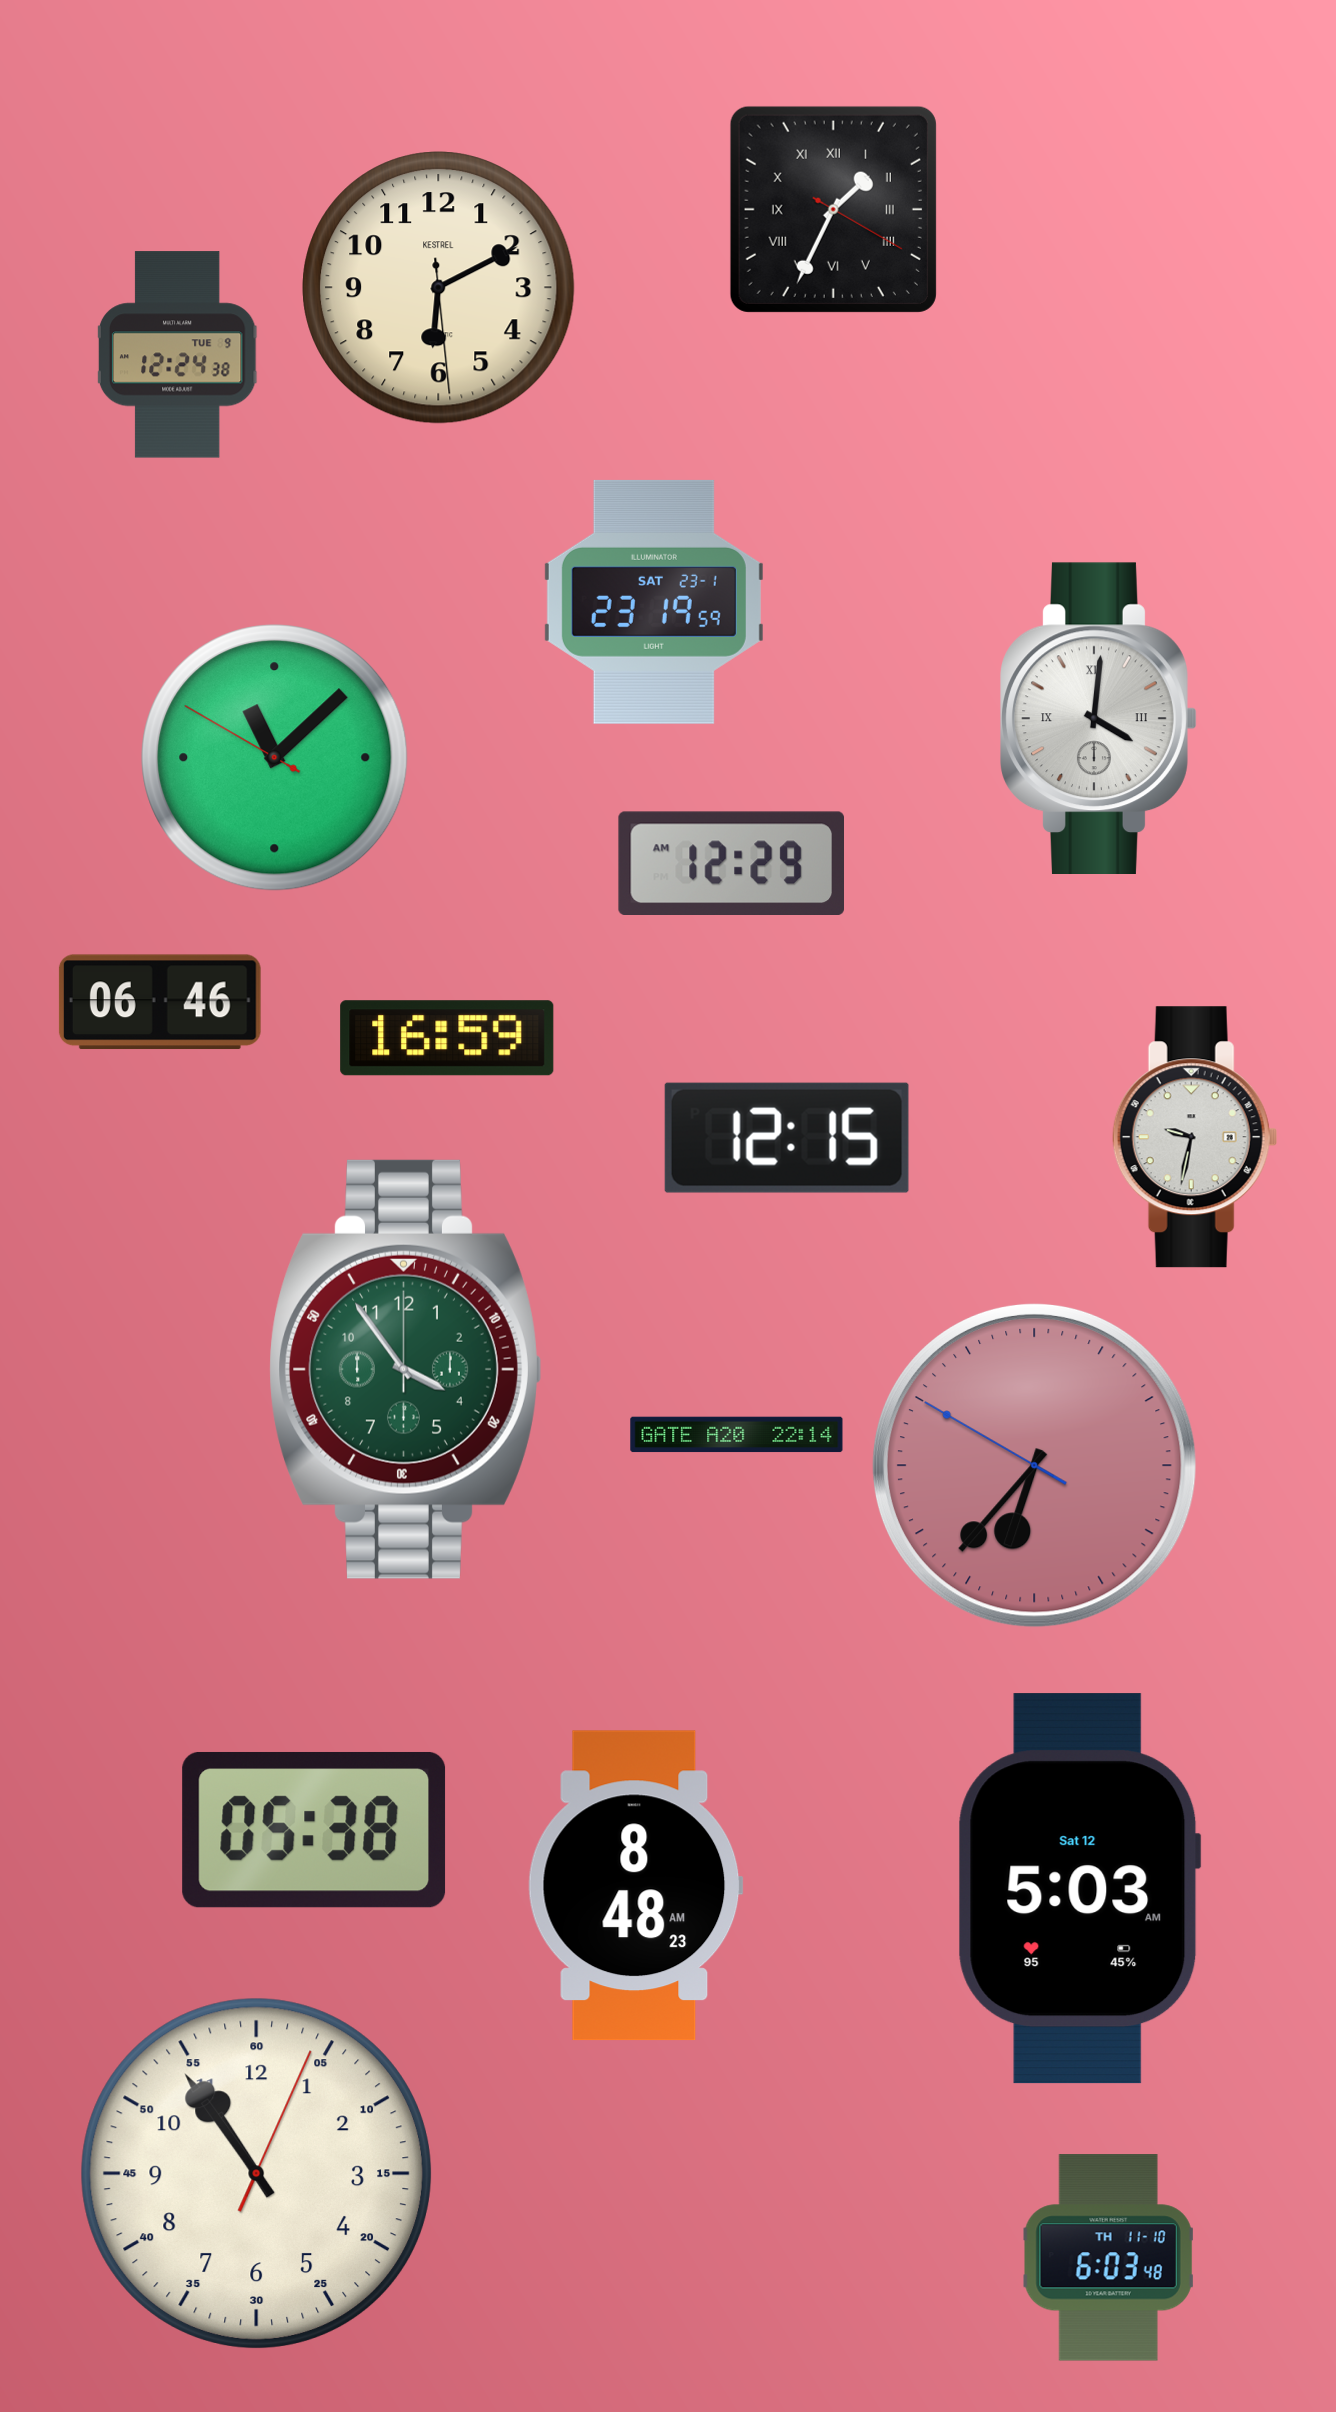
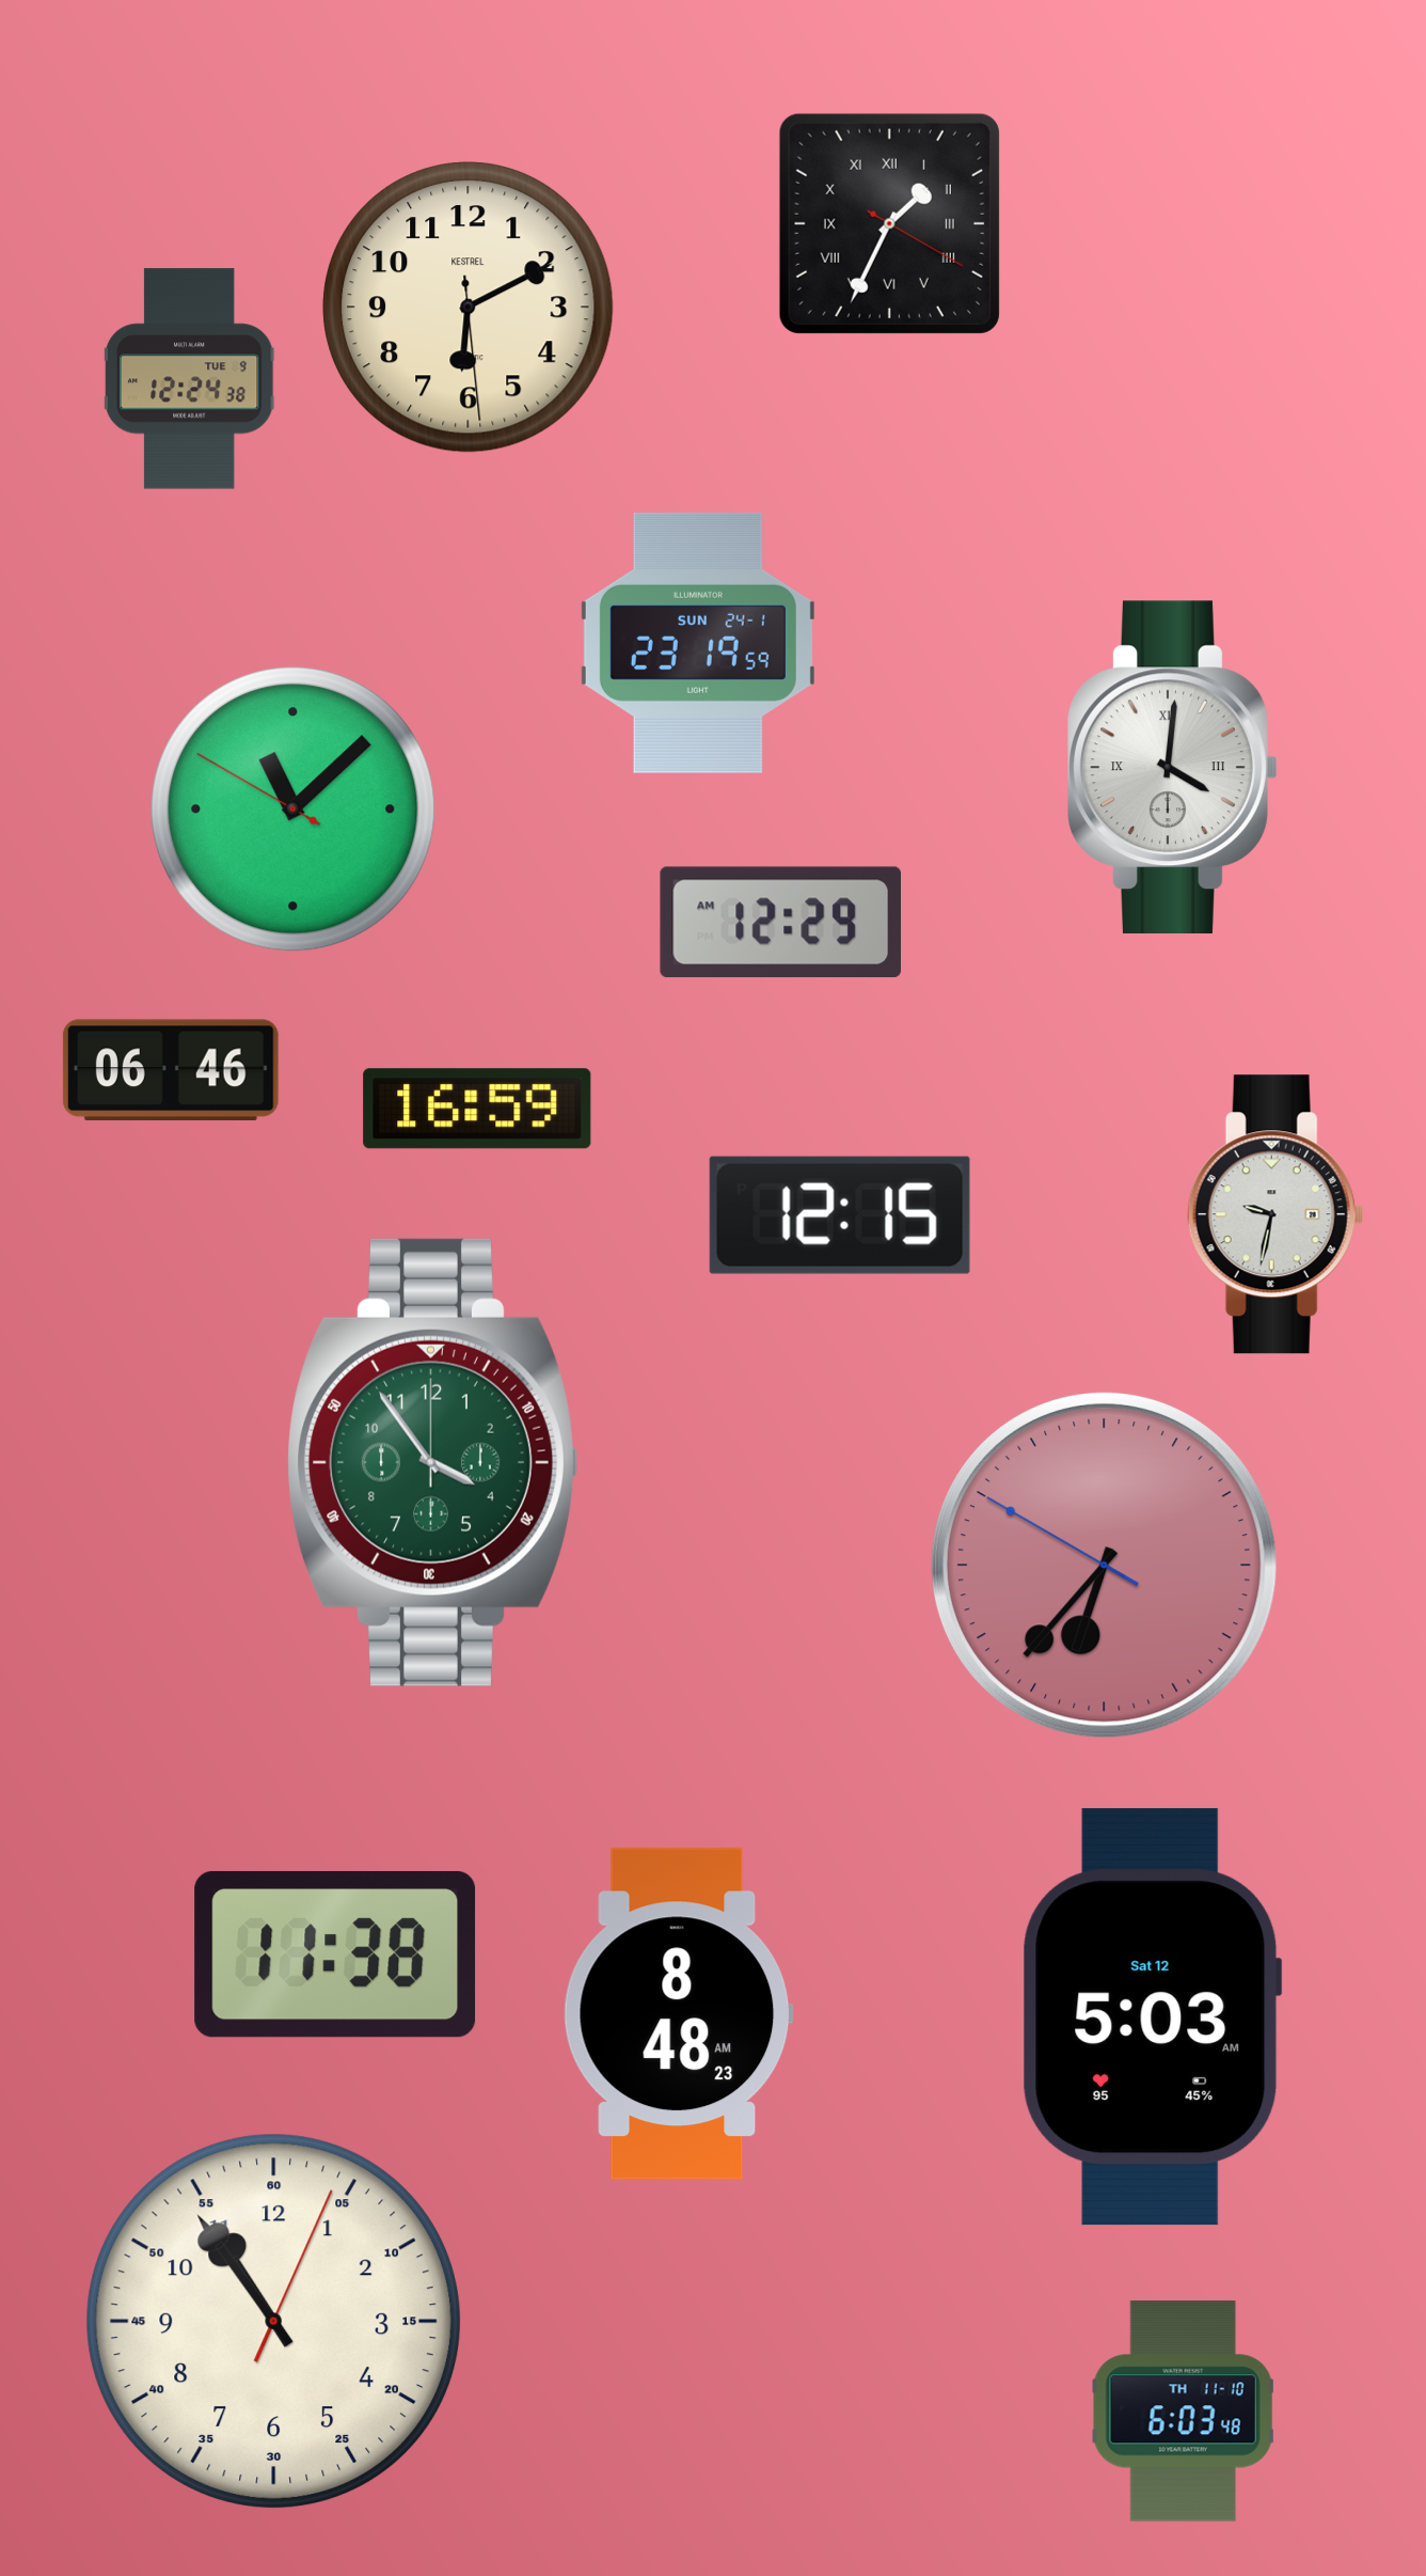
clock at (654, 602) date: SAT 23-1 -> SUN 24-1
clock at (737, 1435): 22:14 -> none
clock at (314, 1830): 05:38 -> 11:38
